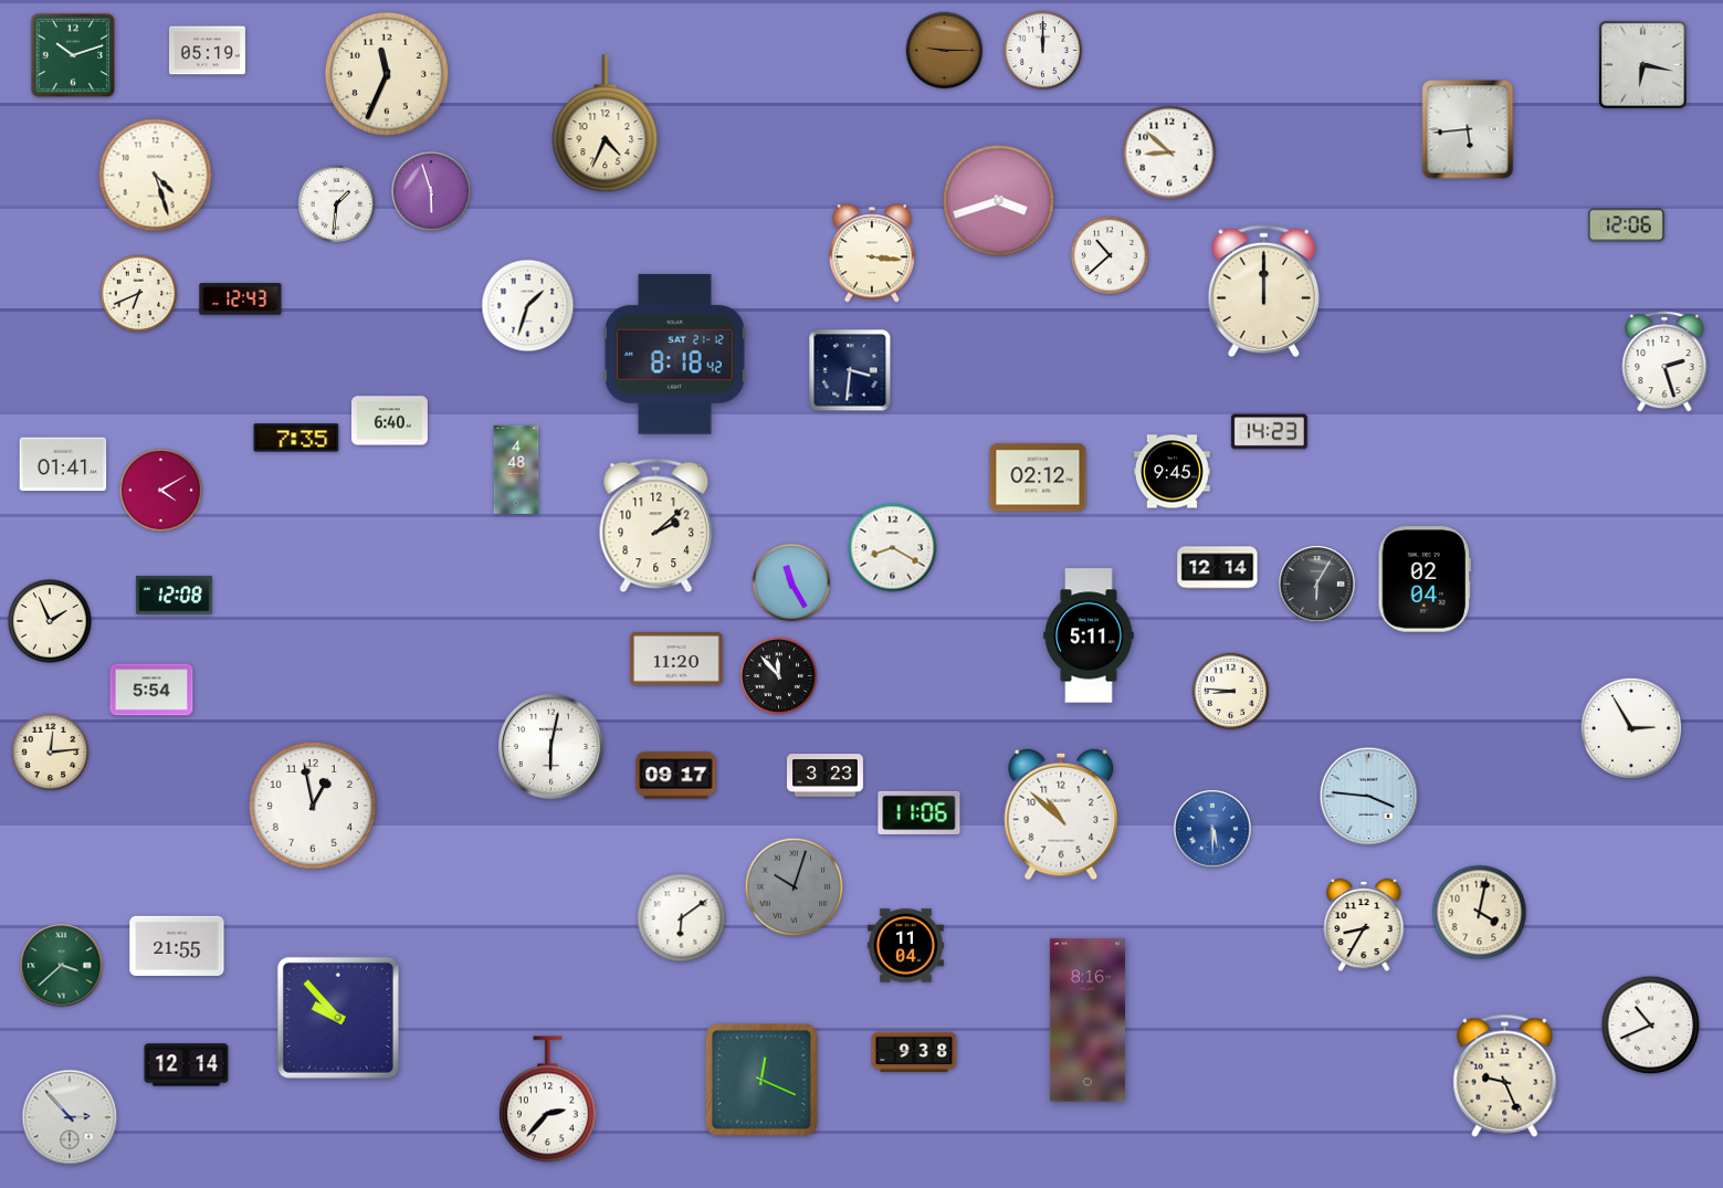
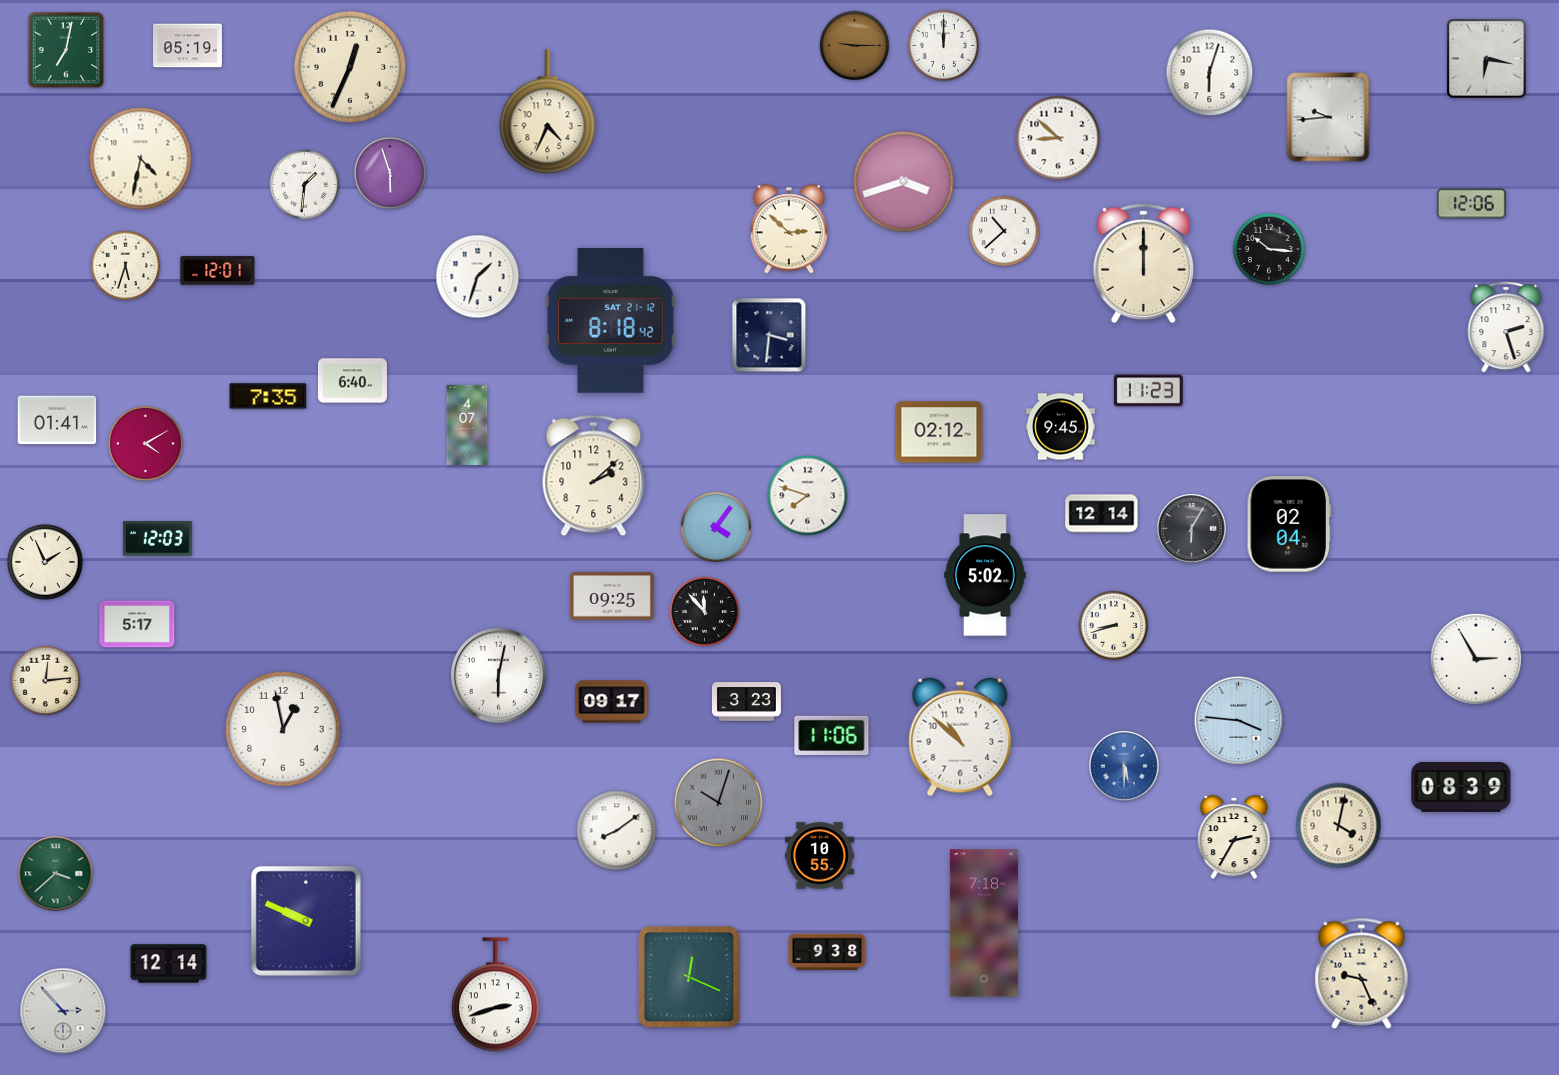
clock at (73, 55): 10:12 -> 7:02
clock at (387, 74): 11:34 -> 12:34
clock at (1210, 73): none -> 6:03
clock at (1468, 129): 5:44 -> 9:44
clock at (156, 176): 4:27 -> 4:32
clock at (872, 253): 3:16 -> 2:52
clock at (1269, 249): none -> 10:16
clock at (139, 294): 6:41 -> 5:33
clock at (241, 299): 12:43 -> 12:01
clock at (1269, 432): 14:23 -> 11:23
clock at (516, 469): 4:48 -> 4:07
clock at (893, 548): 8:20 -> 7:48
clock at (790, 581): 11:25 -> 4:06
clock at (174, 596): 12:08 -> 12:03
clock at (1089, 635): 5:11 -> 5:02
clock at (676, 660): 11:20 -> 09:25
clock at (151, 690): 5:54 -> 5:17
clock at (1231, 692): 8:46 -> 8:42
clock at (1212, 829) position: (1212, 829) -> (1124, 766)
clock at (1461, 787): none -> 08:39
clock at (682, 918): 6:09 -> 8:09
clock at (1364, 925): 8:35 -> 2:35
clock at (177, 946): 21:55 -> none
clock at (905, 946): 11:04 -> 10:55
clock at (338, 1018): 9:53 -> 9:49
clock at (1088, 1020): 8:16 -> 7:18
clock at (1651, 1026): 10:41 -> none
clock at (547, 1100): 2:37 -> 2:42
